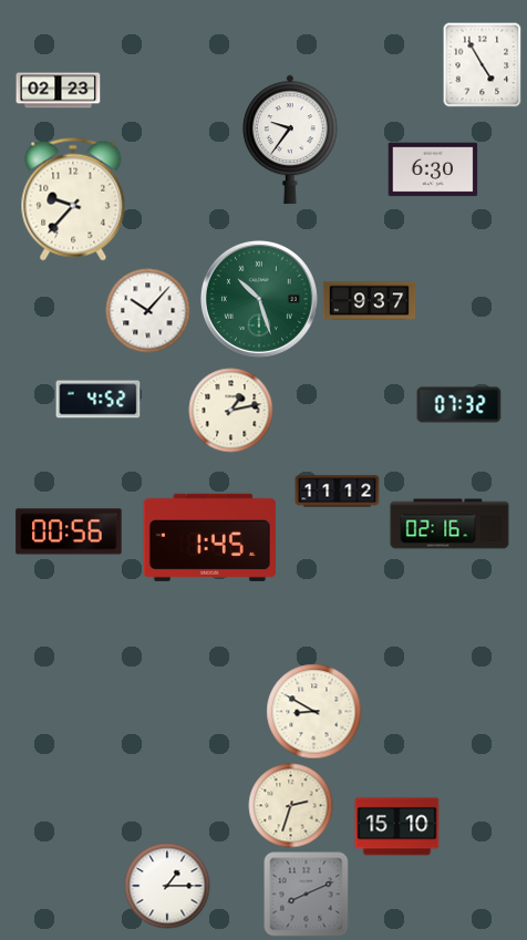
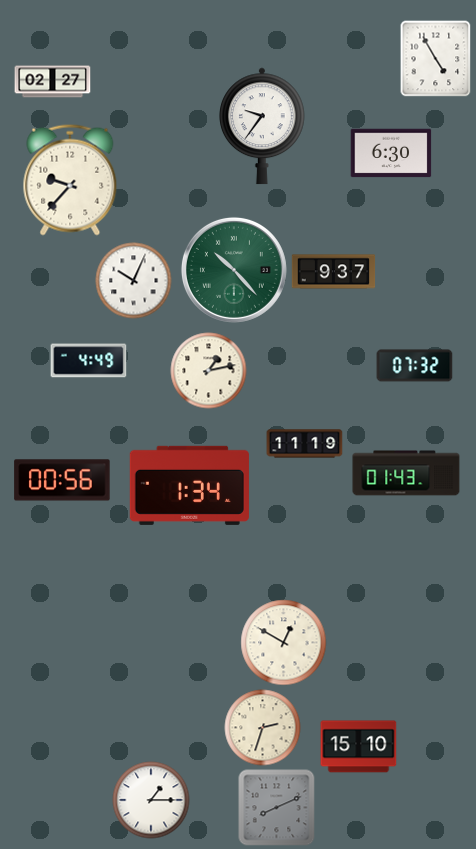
clock at (59, 91): 02:23 -> 02:27
clock at (73, 199) position: (73, 199) -> (70, 180)
clock at (259, 299): 10:27 -> 10:23
clock at (148, 311): 10:07 -> 10:04
clock at (99, 400): 4:52 -> 4:49
clock at (338, 492): 11:12 -> 11:19
clock at (449, 524): 02:16 -> 01:43
clock at (209, 537): 1:45 -> 1:34
clock at (314, 712): 8:50 -> 12:50
